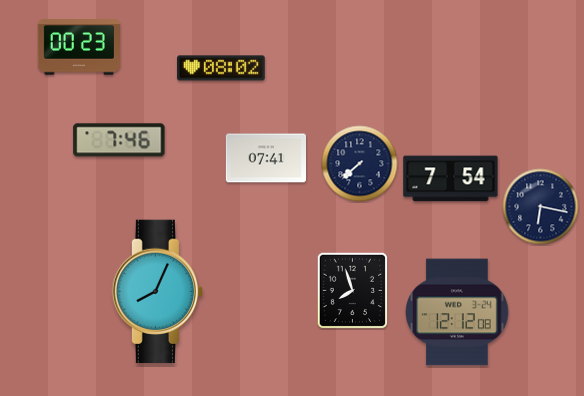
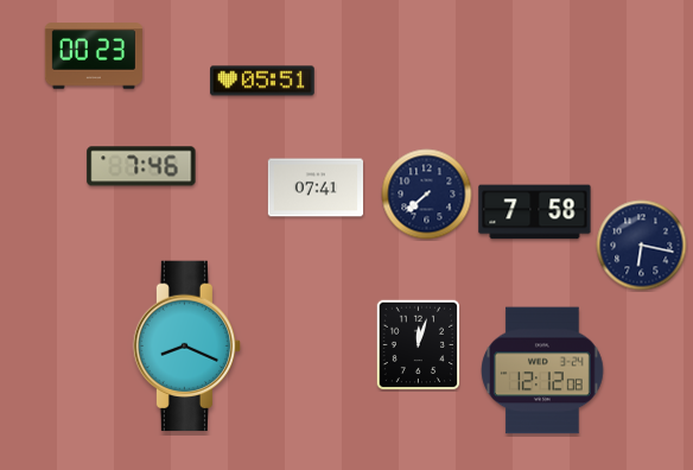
clock at (221, 68): 08:02 -> 05:51
clock at (451, 179): 7:54 -> 7:58
clock at (353, 290): 7:57 -> 12:03
clock at (158, 292): 8:04 -> 8:19
